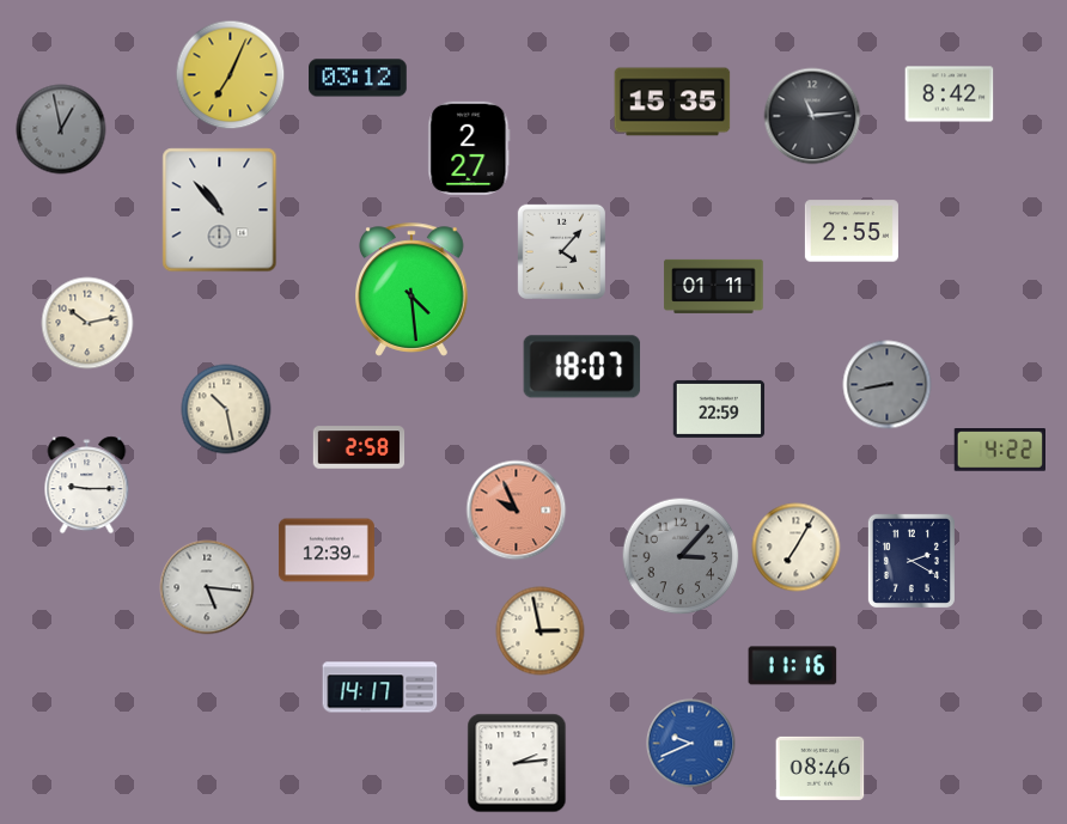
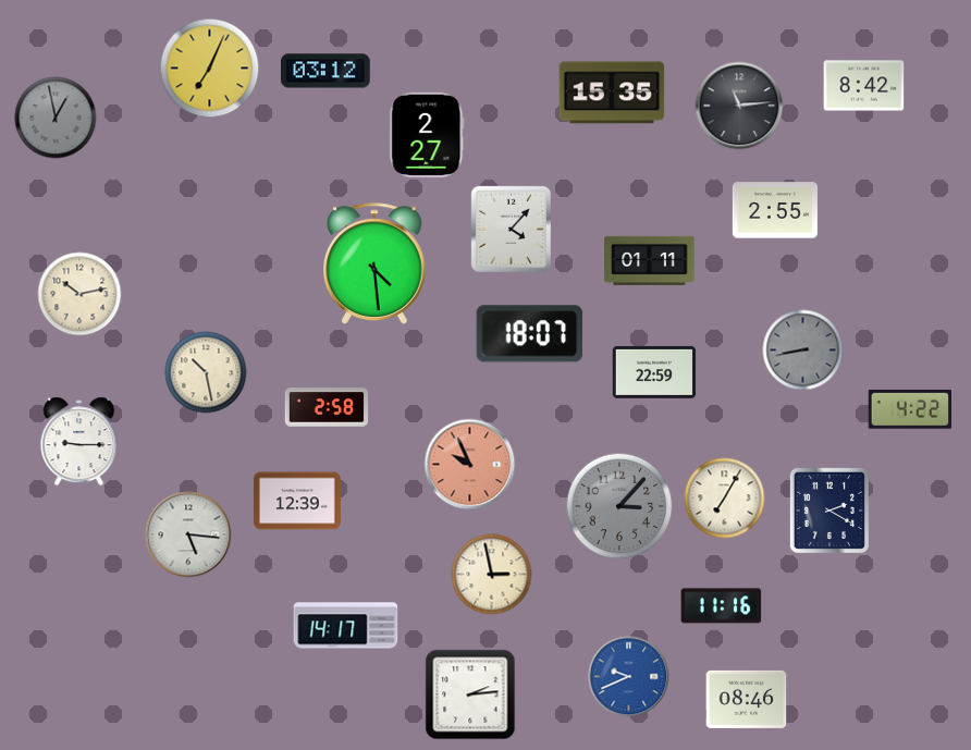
clock at (220, 210): 10:53 -> none
clock at (888, 385) position: (888, 385) -> (803, 351)
